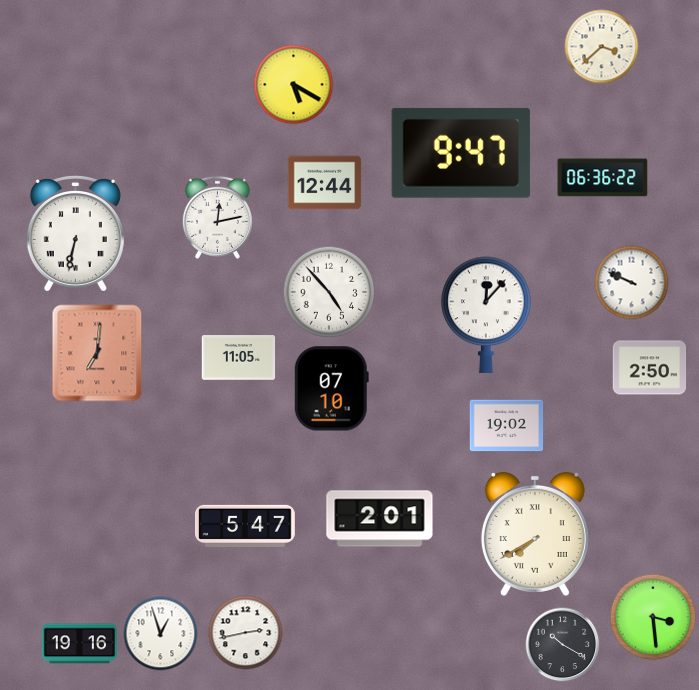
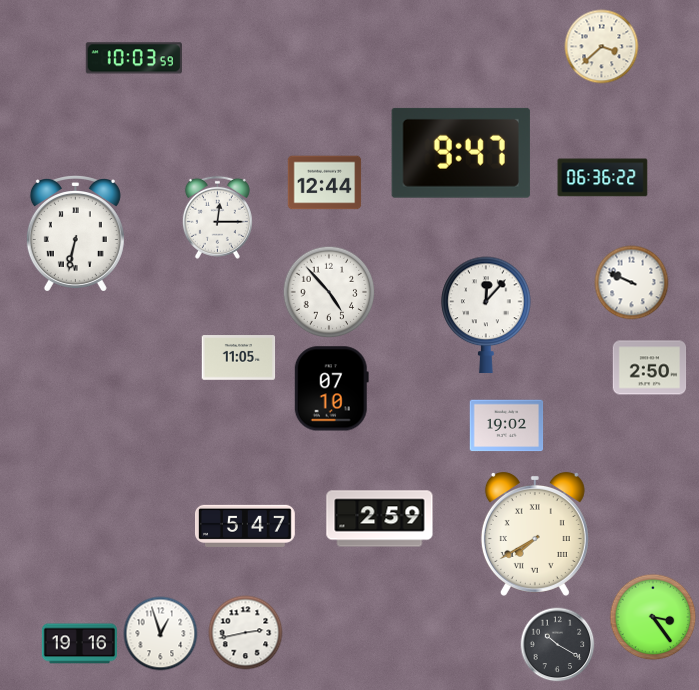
clock at (134, 58): none -> 10:03
clock at (294, 85): 5:20 -> none
clock at (217, 217): 12:13 -> 12:15
clock at (97, 353): 7:01 -> none
clock at (380, 519): 2:01 -> 2:59
clock at (653, 617): 3:29 -> 3:24
clock at (563, 645) position: (563, 645) -> (558, 645)
